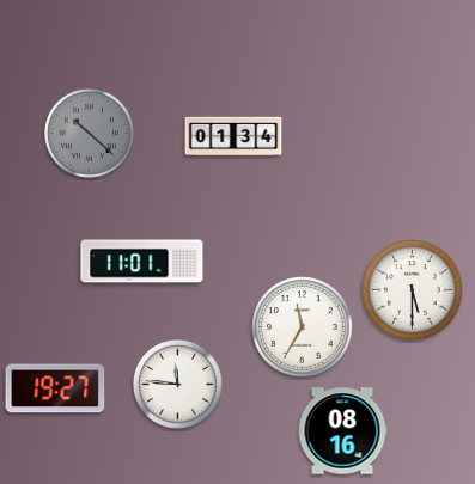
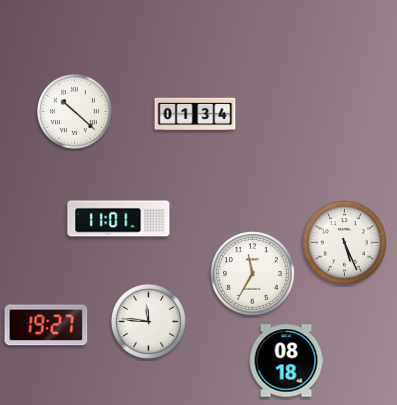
clock at (89, 133) dial: grey -> white
clock at (413, 290): 5:30 -> 5:26
clock at (342, 431): 08:16 -> 08:18
